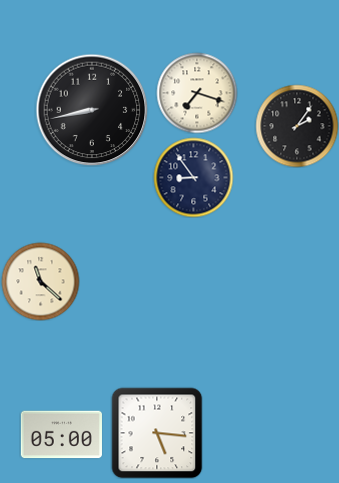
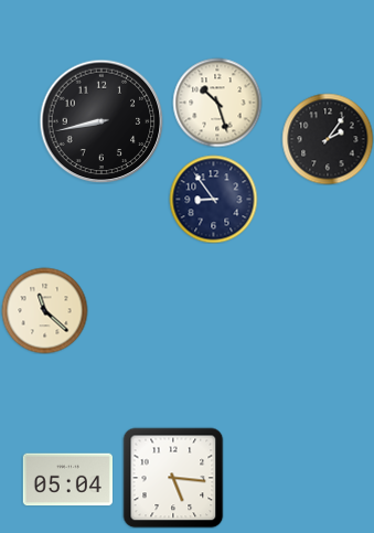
clock at (197, 93): 7:18 -> 10:27
clock at (193, 177) position: (193, 177) -> (213, 199)
clock at (61, 435): 05:00 -> 05:04
